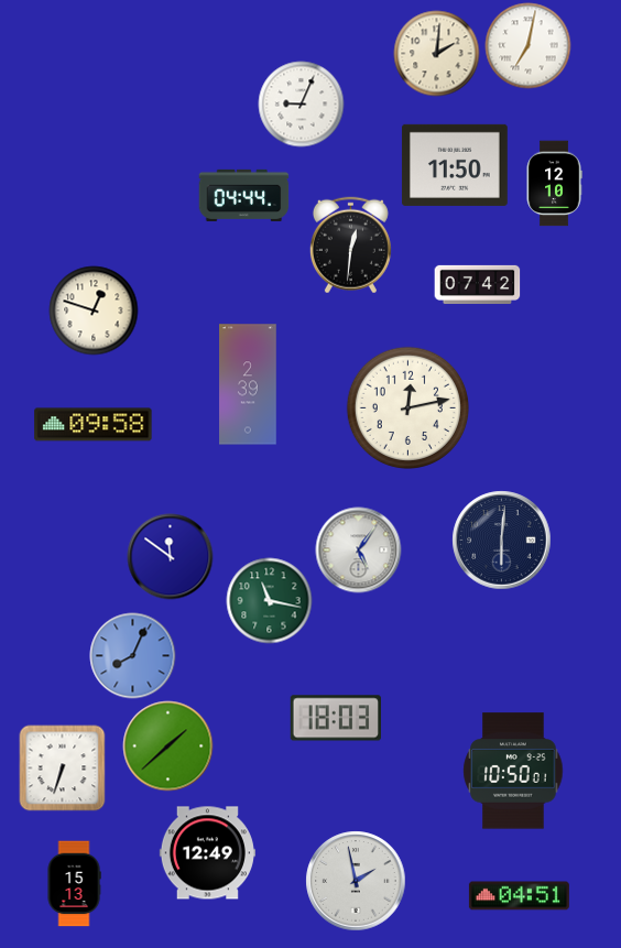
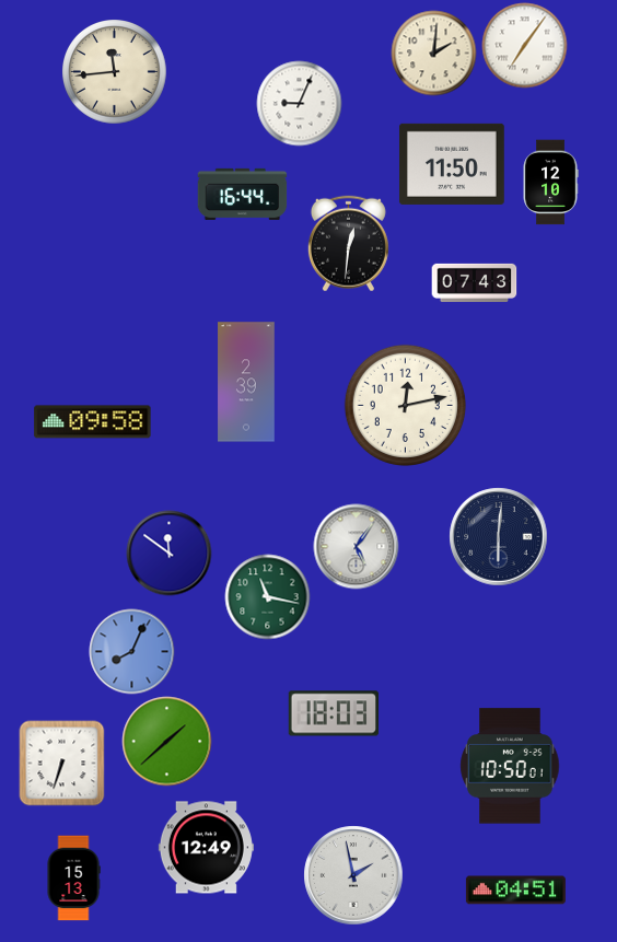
clock at (527, 45): 7:02 -> 7:06
clock at (114, 71): none -> 11:44
clock at (243, 195): 04:44 -> 16:44
clock at (477, 284): 07:42 -> 07:43
clock at (94, 310): 12:48 -> none
